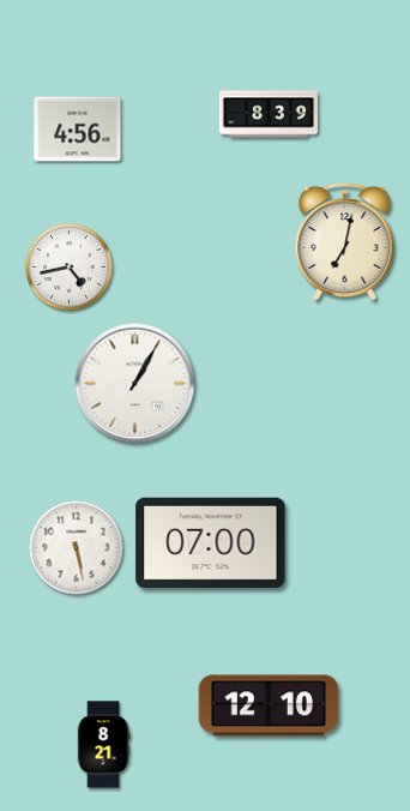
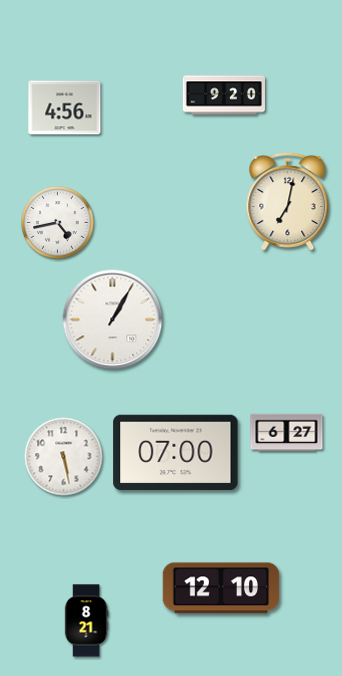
clock at (269, 114): 8:39 -> 9:20
clock at (287, 433): none -> 6:27
clock at (269, 705) position: (269, 705) -> (221, 588)
